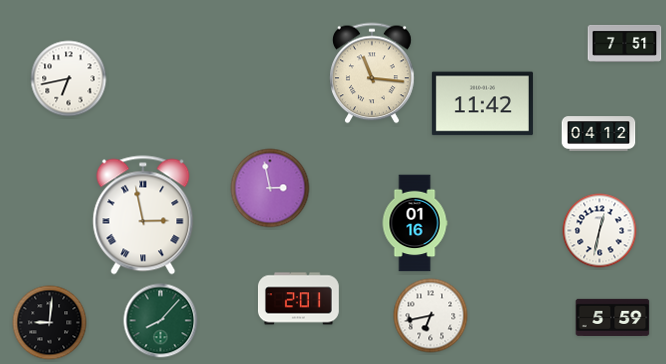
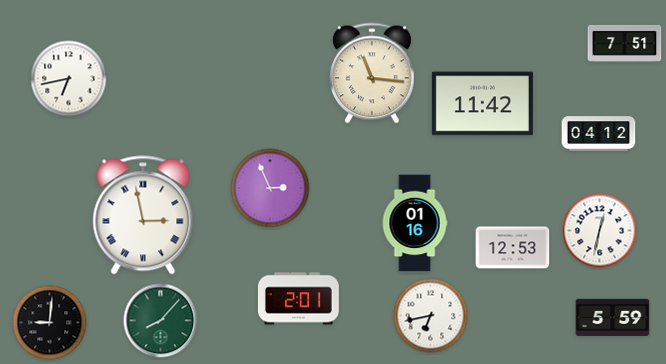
clock at (270, 188): 2:58 -> 2:56
clock at (513, 248): none -> 12:53
